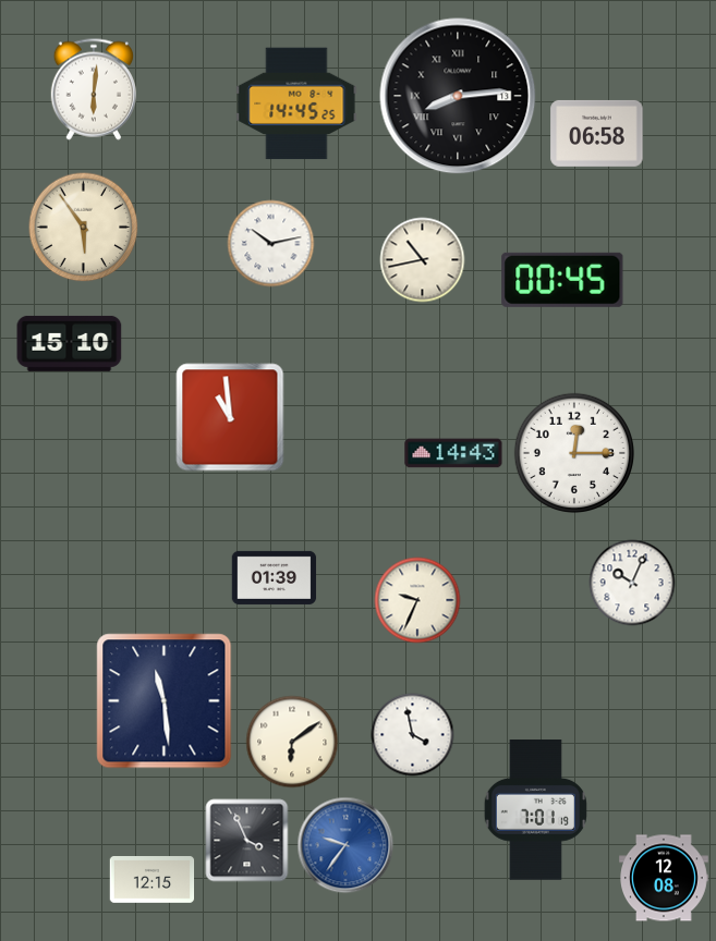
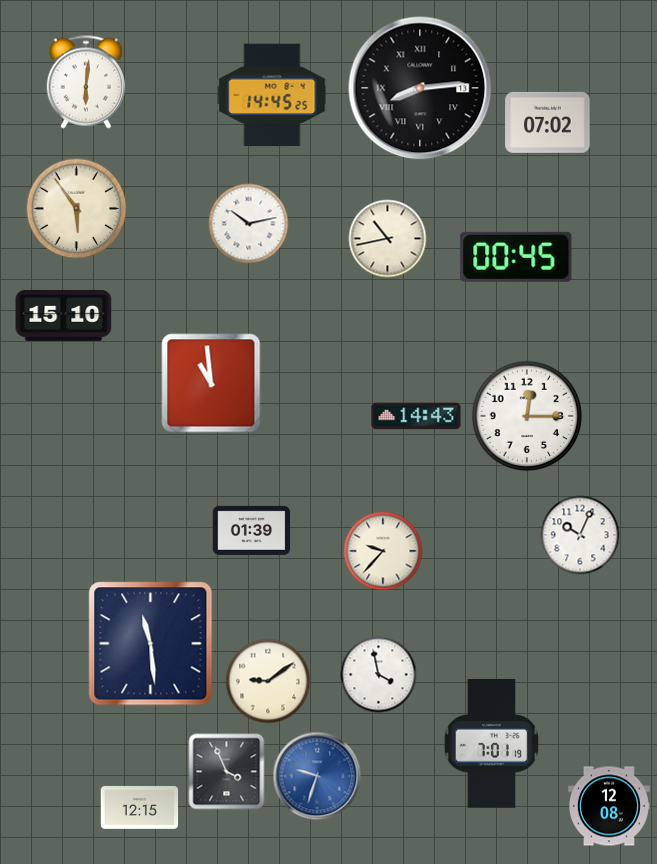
clock at (597, 133): 06:58 -> 07:02
clock at (417, 600): 9:34 -> 9:37
clock at (292, 742): 6:09 -> 9:09
clock at (345, 845): 9:36 -> 9:33
